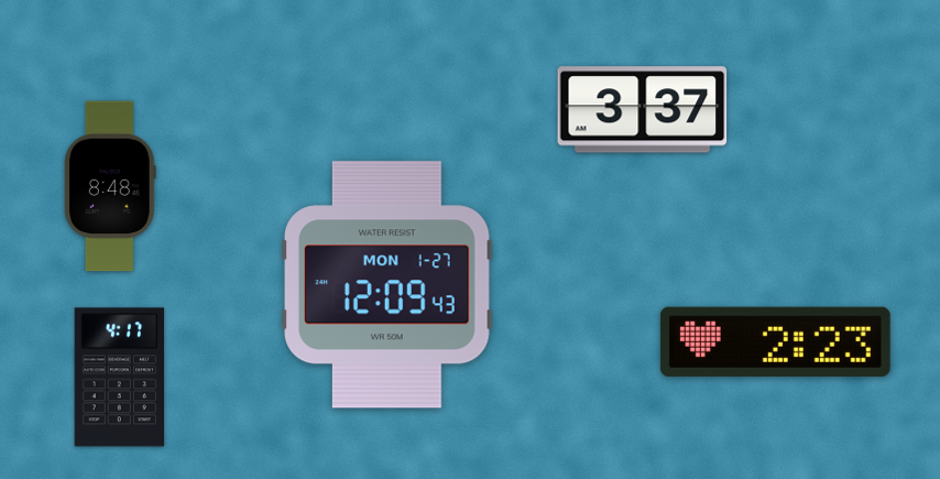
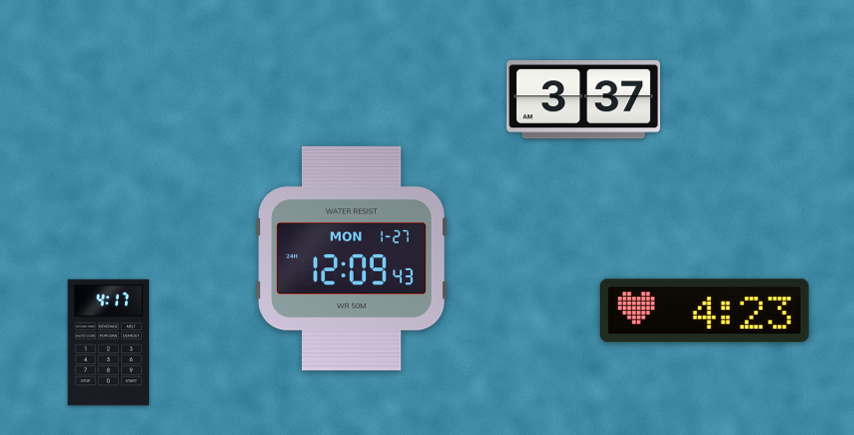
clock at (110, 186): 8:48 -> none
clock at (775, 341): 2:23 -> 4:23
